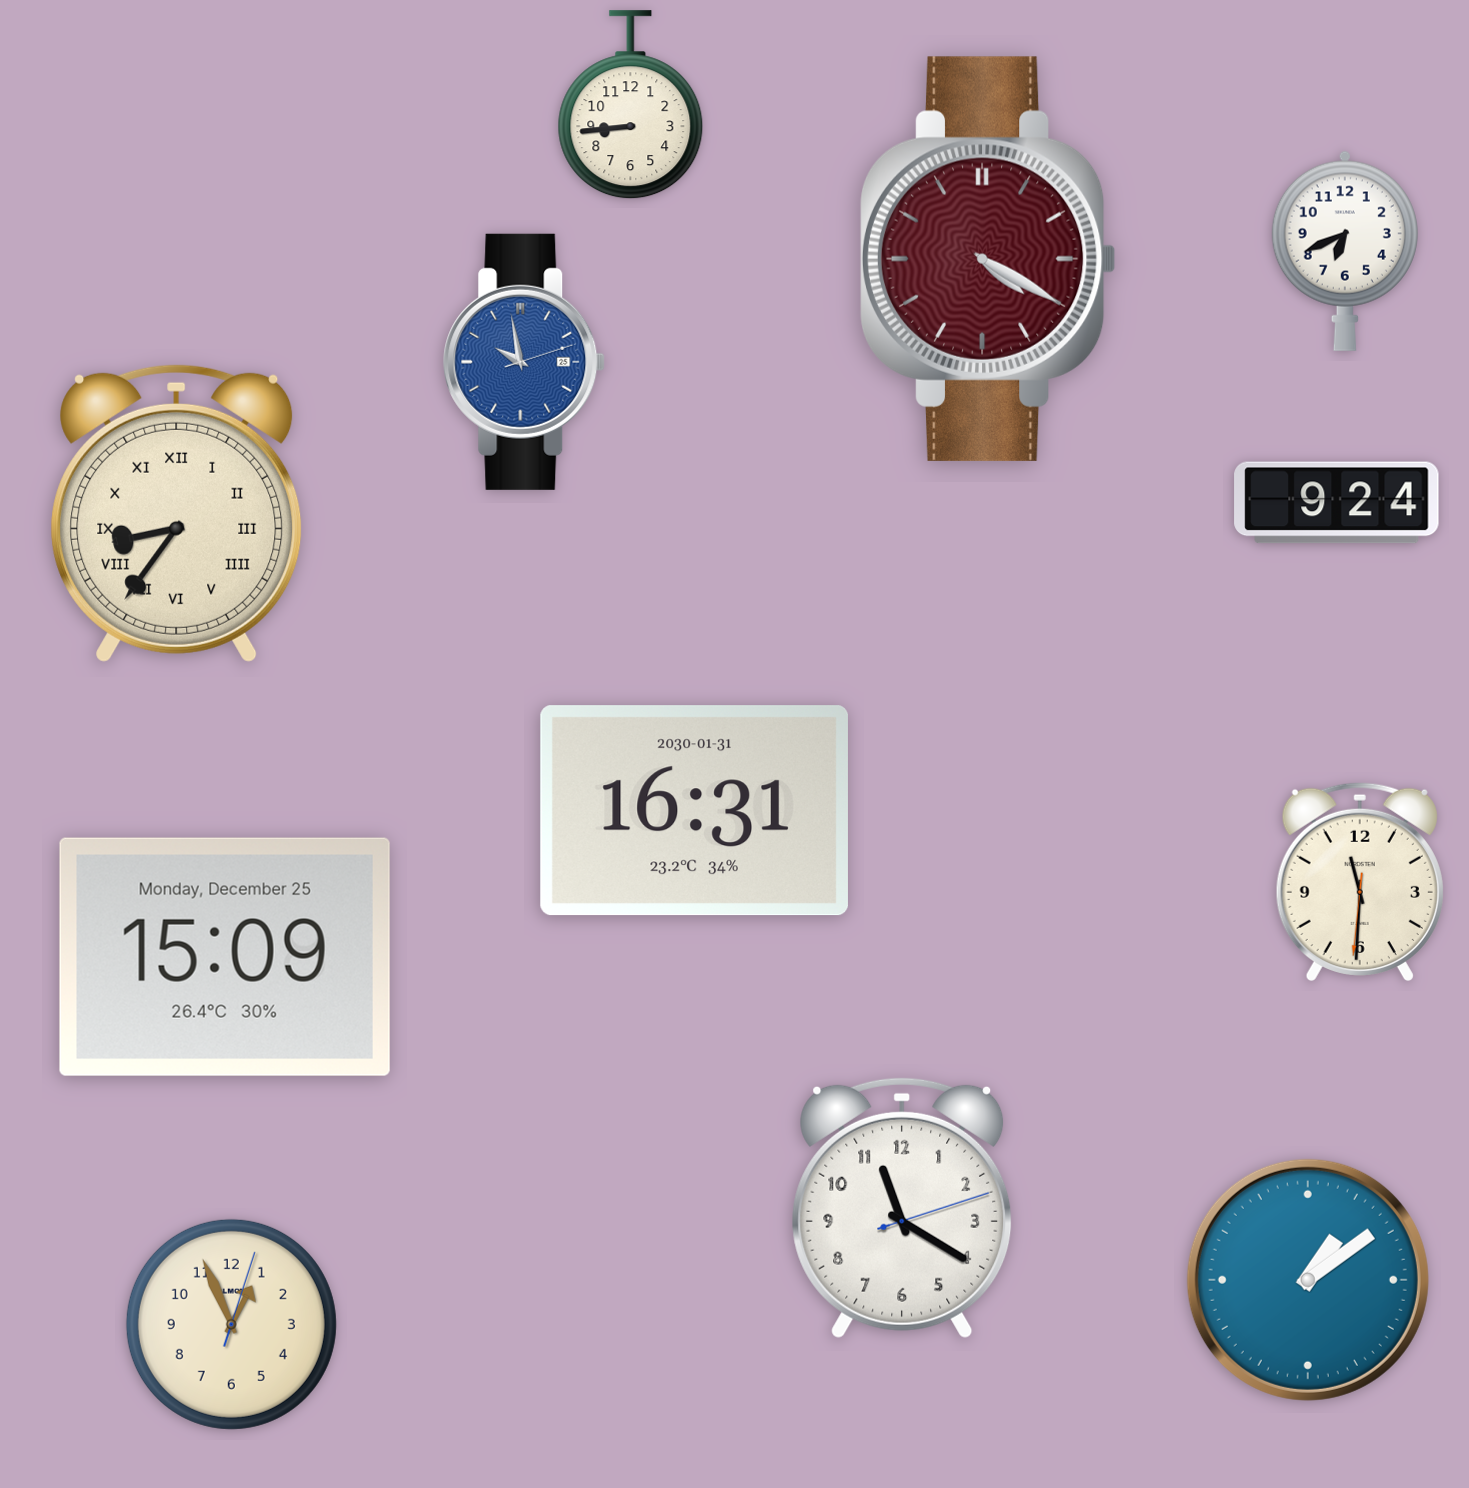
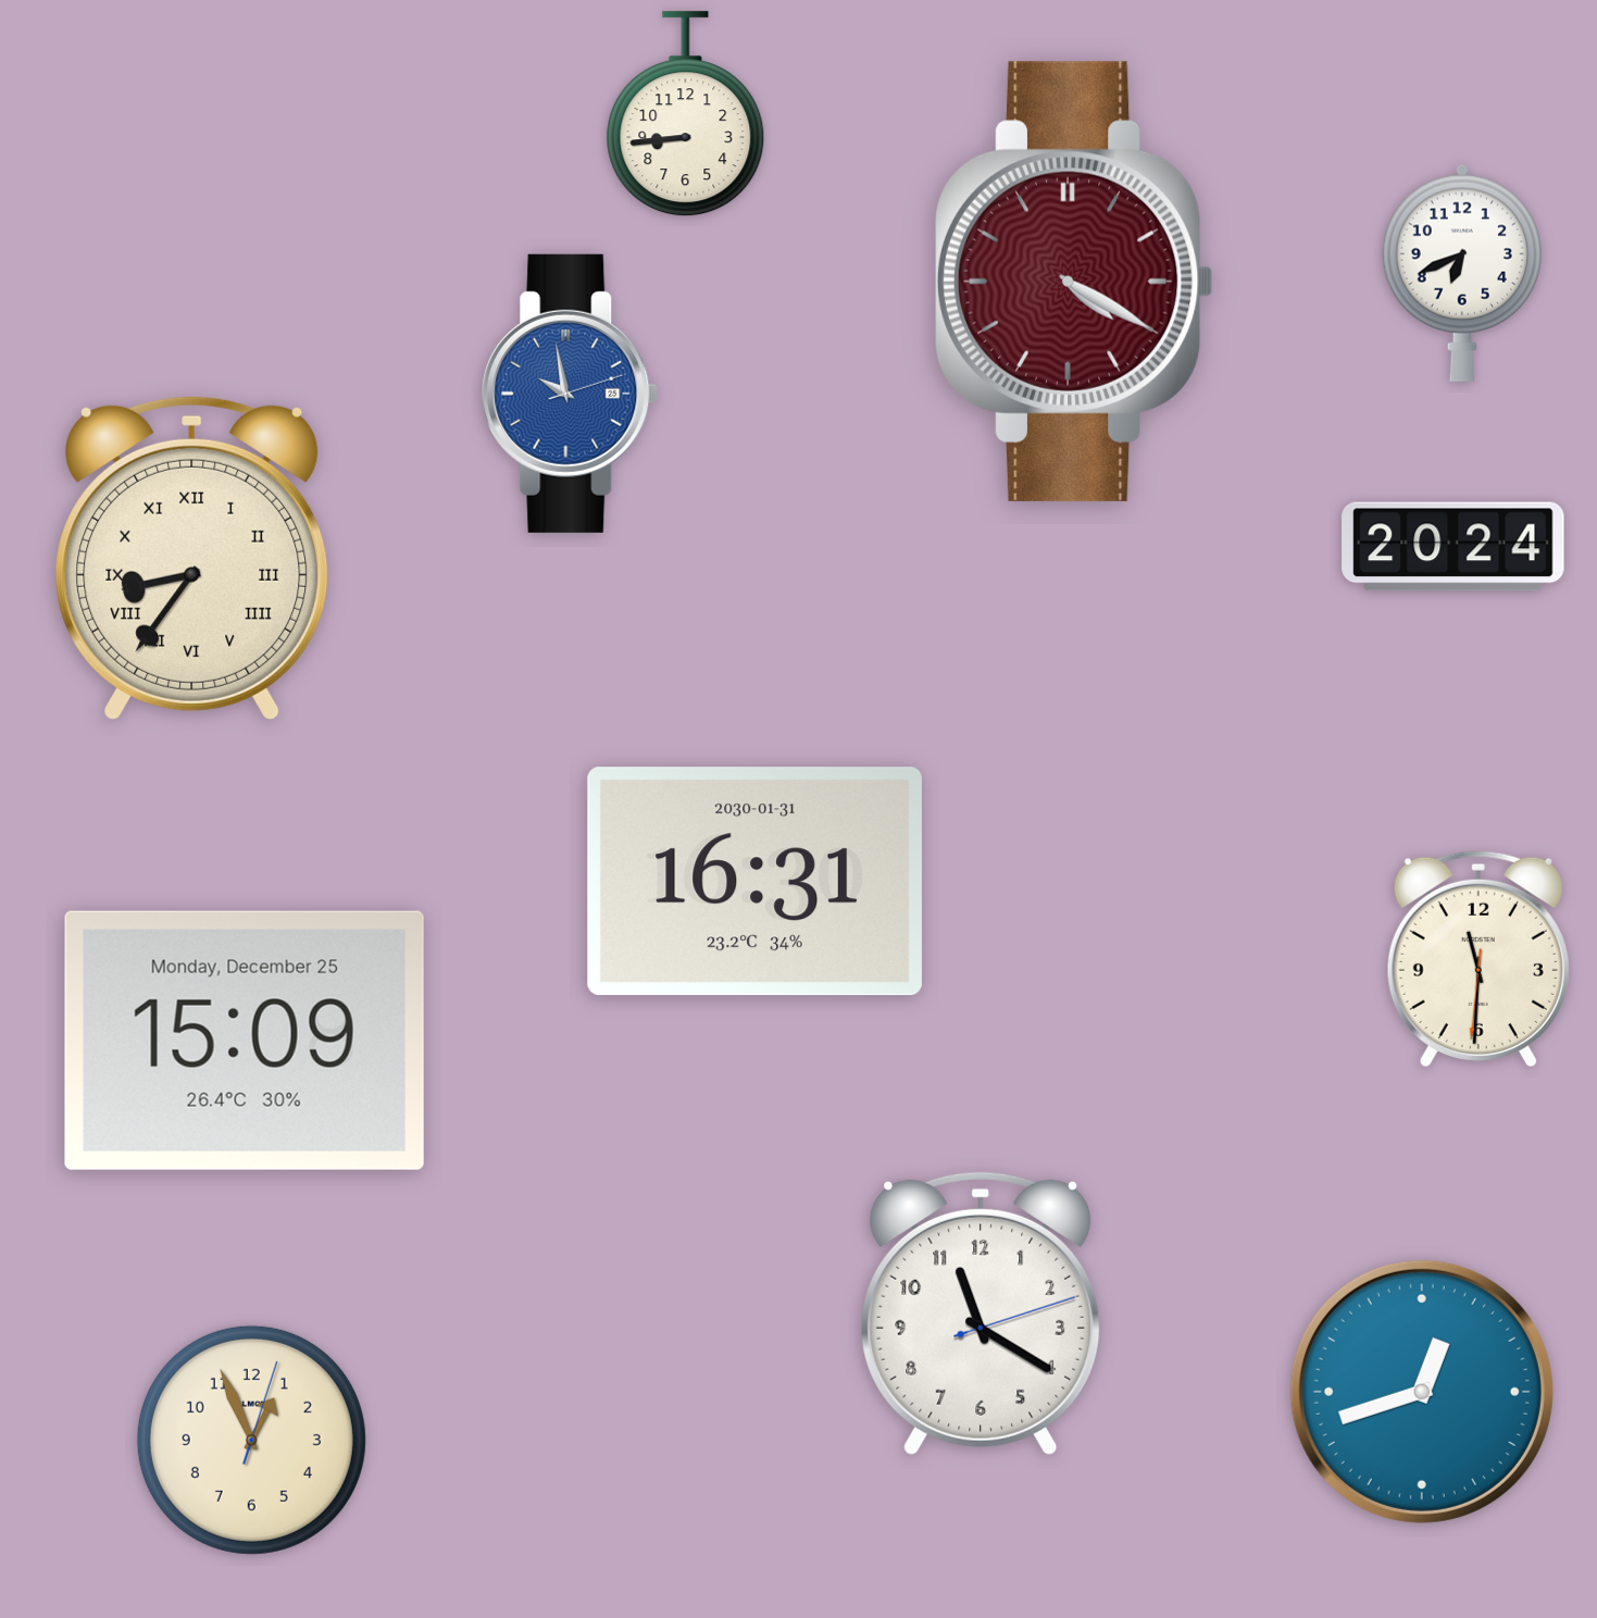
clock at (1337, 503): 9:24 -> 20:24
clock at (1308, 1280): 1:09 -> 12:42
